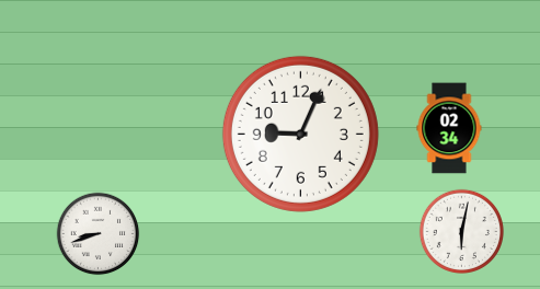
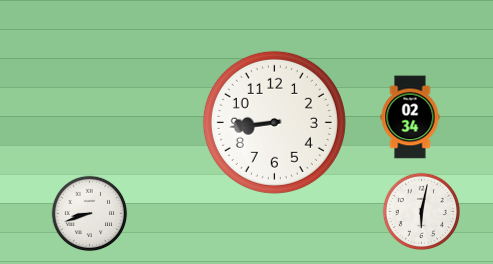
clock at (300, 134): 9:04 -> 8:44
